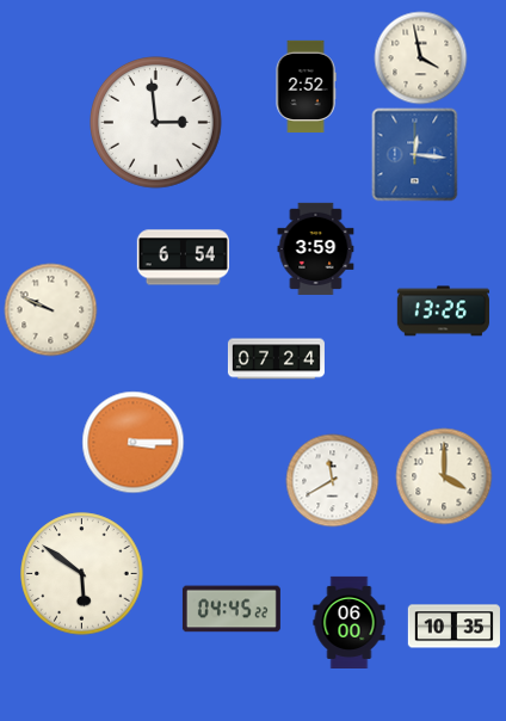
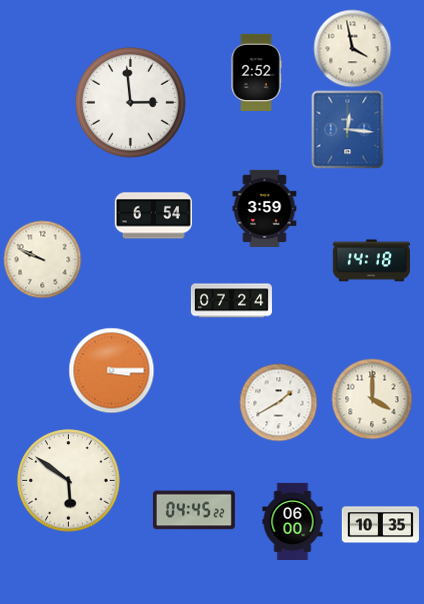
clock at (443, 312): 13:26 -> 14:18
clock at (332, 480): 11:40 -> 1:40
